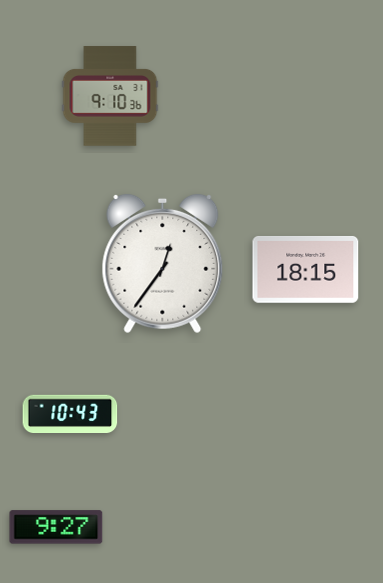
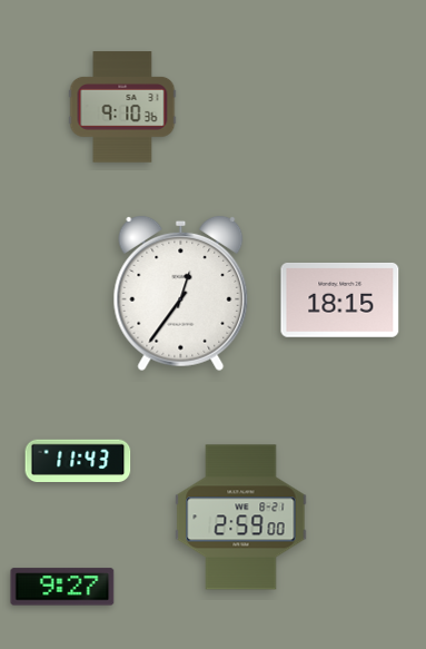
clock at (70, 413): 10:43 -> 11:43
clock at (241, 518): none -> 2:59
